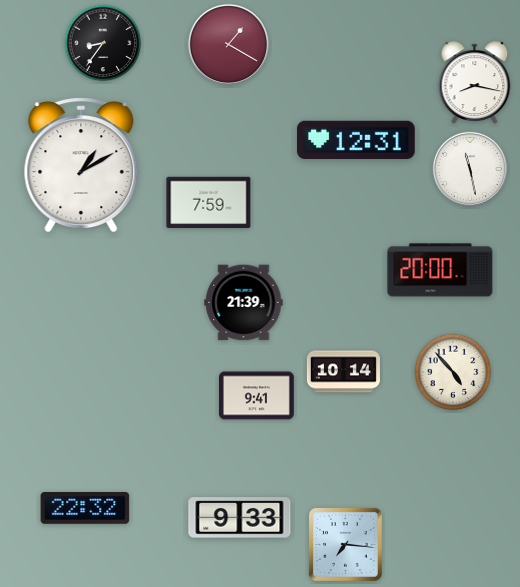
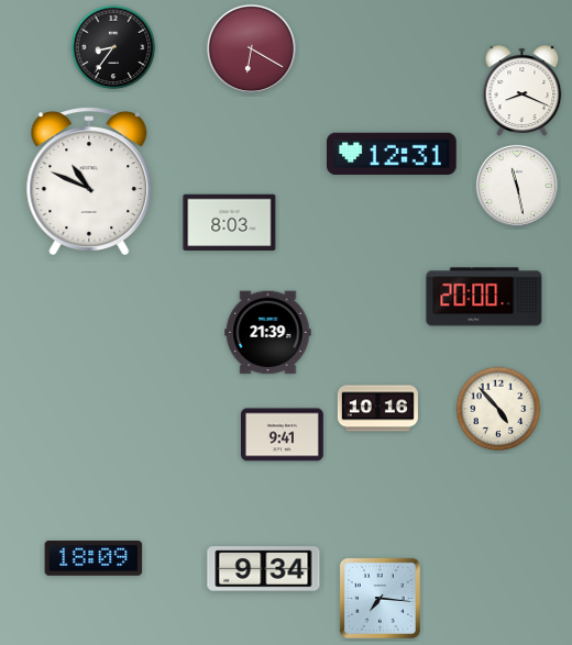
clock at (228, 44): 1:20 -> 6:20
clock at (475, 83): 8:17 -> 8:19
clock at (81, 165): 1:10 -> 10:49
clock at (209, 202): 7:59 -> 8:03
clock at (343, 372): 10:14 -> 10:16
clock at (85, 508): 22:32 -> 18:09
clock at (240, 518): 9:33 -> 9:34
